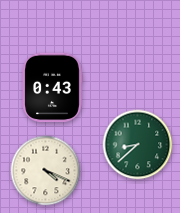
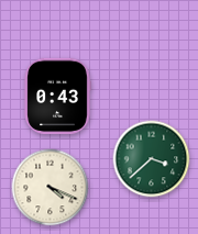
clock at (138, 145): 8:38 -> 3:38
